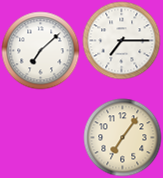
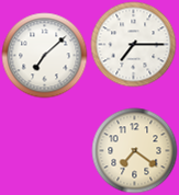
clock at (122, 137): 7:06 -> 7:21
